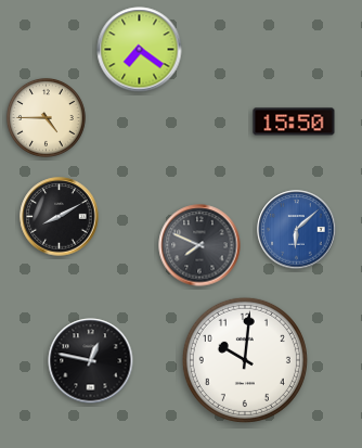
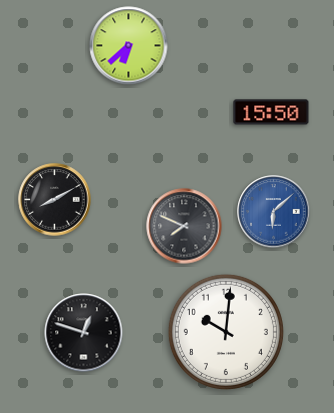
clock at (140, 50): 7:21 -> 6:38
clock at (46, 117): 4:45 -> none
clock at (91, 361): 12:47 -> 12:48
